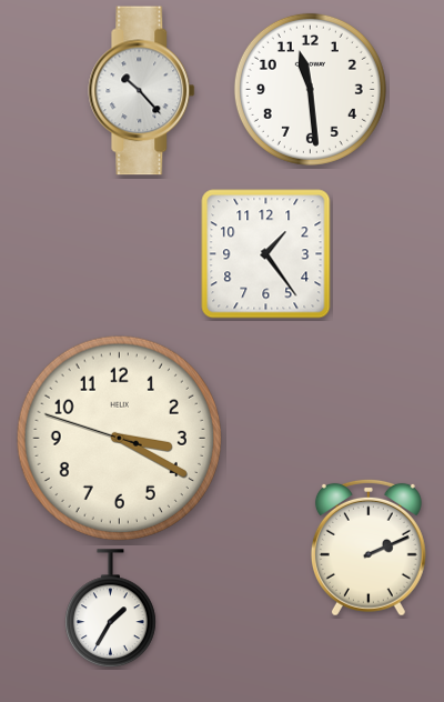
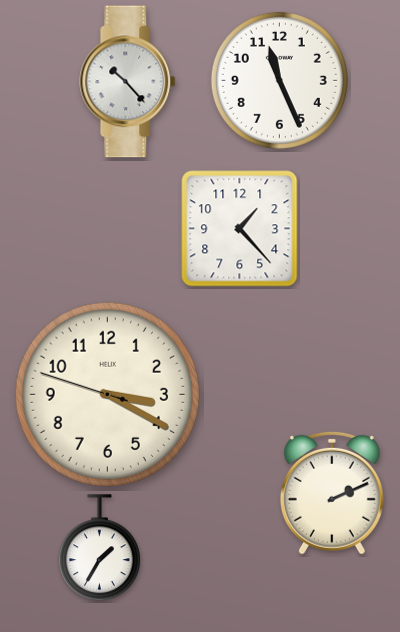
clock at (310, 89): 11:29 -> 11:26
clock at (266, 254): 1:24 -> 1:23
